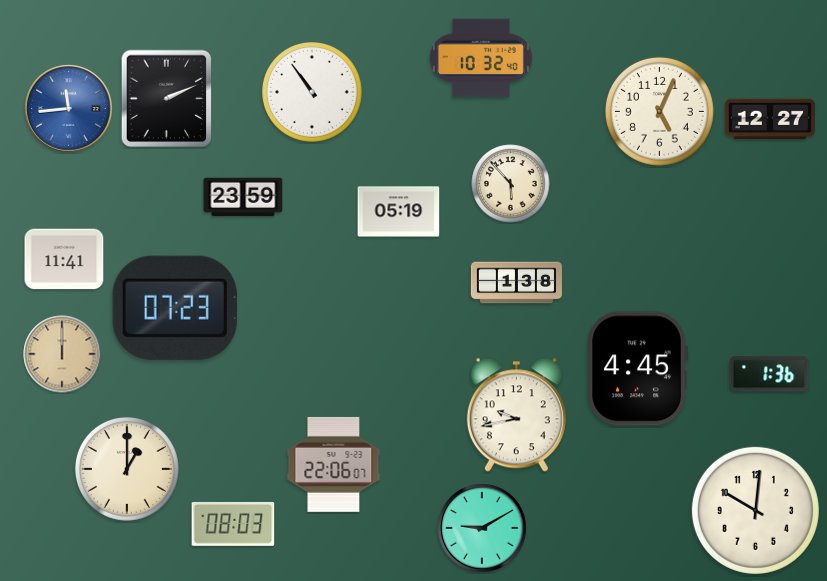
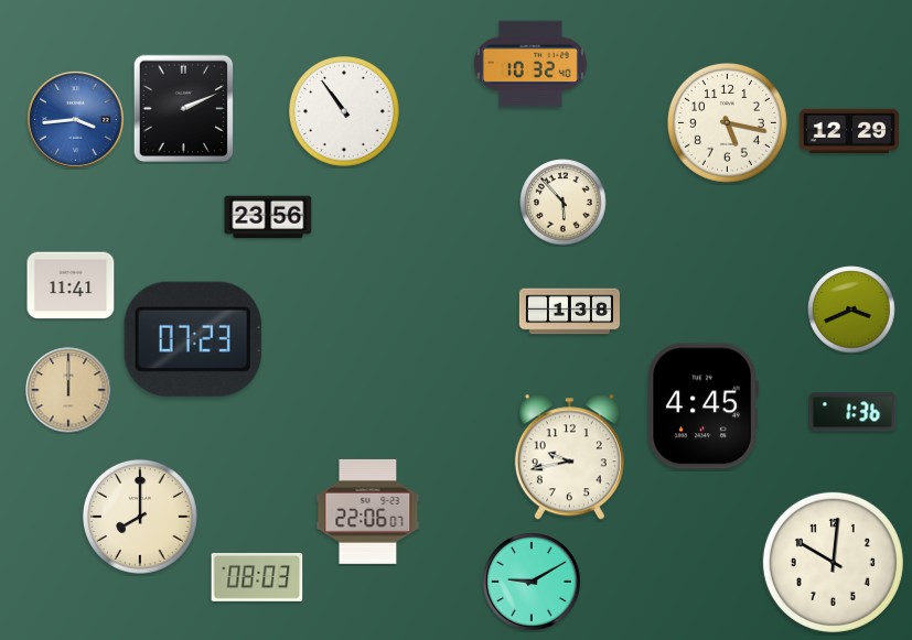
clock at (313, 93) position: (313, 93) -> (345, 112)
clock at (69, 109): 11:44 -> 3:44
clock at (659, 111): 5:04 -> 5:17
clock at (770, 119): 12:27 -> 12:29
clock at (243, 197): 23:59 -> 23:56
clock at (399, 212): 05:19 -> none
clock at (851, 310): none -> 3:41
clock at (769, 374) position: (769, 374) -> (852, 412)
clock at (127, 469): 1:00 -> 8:00
